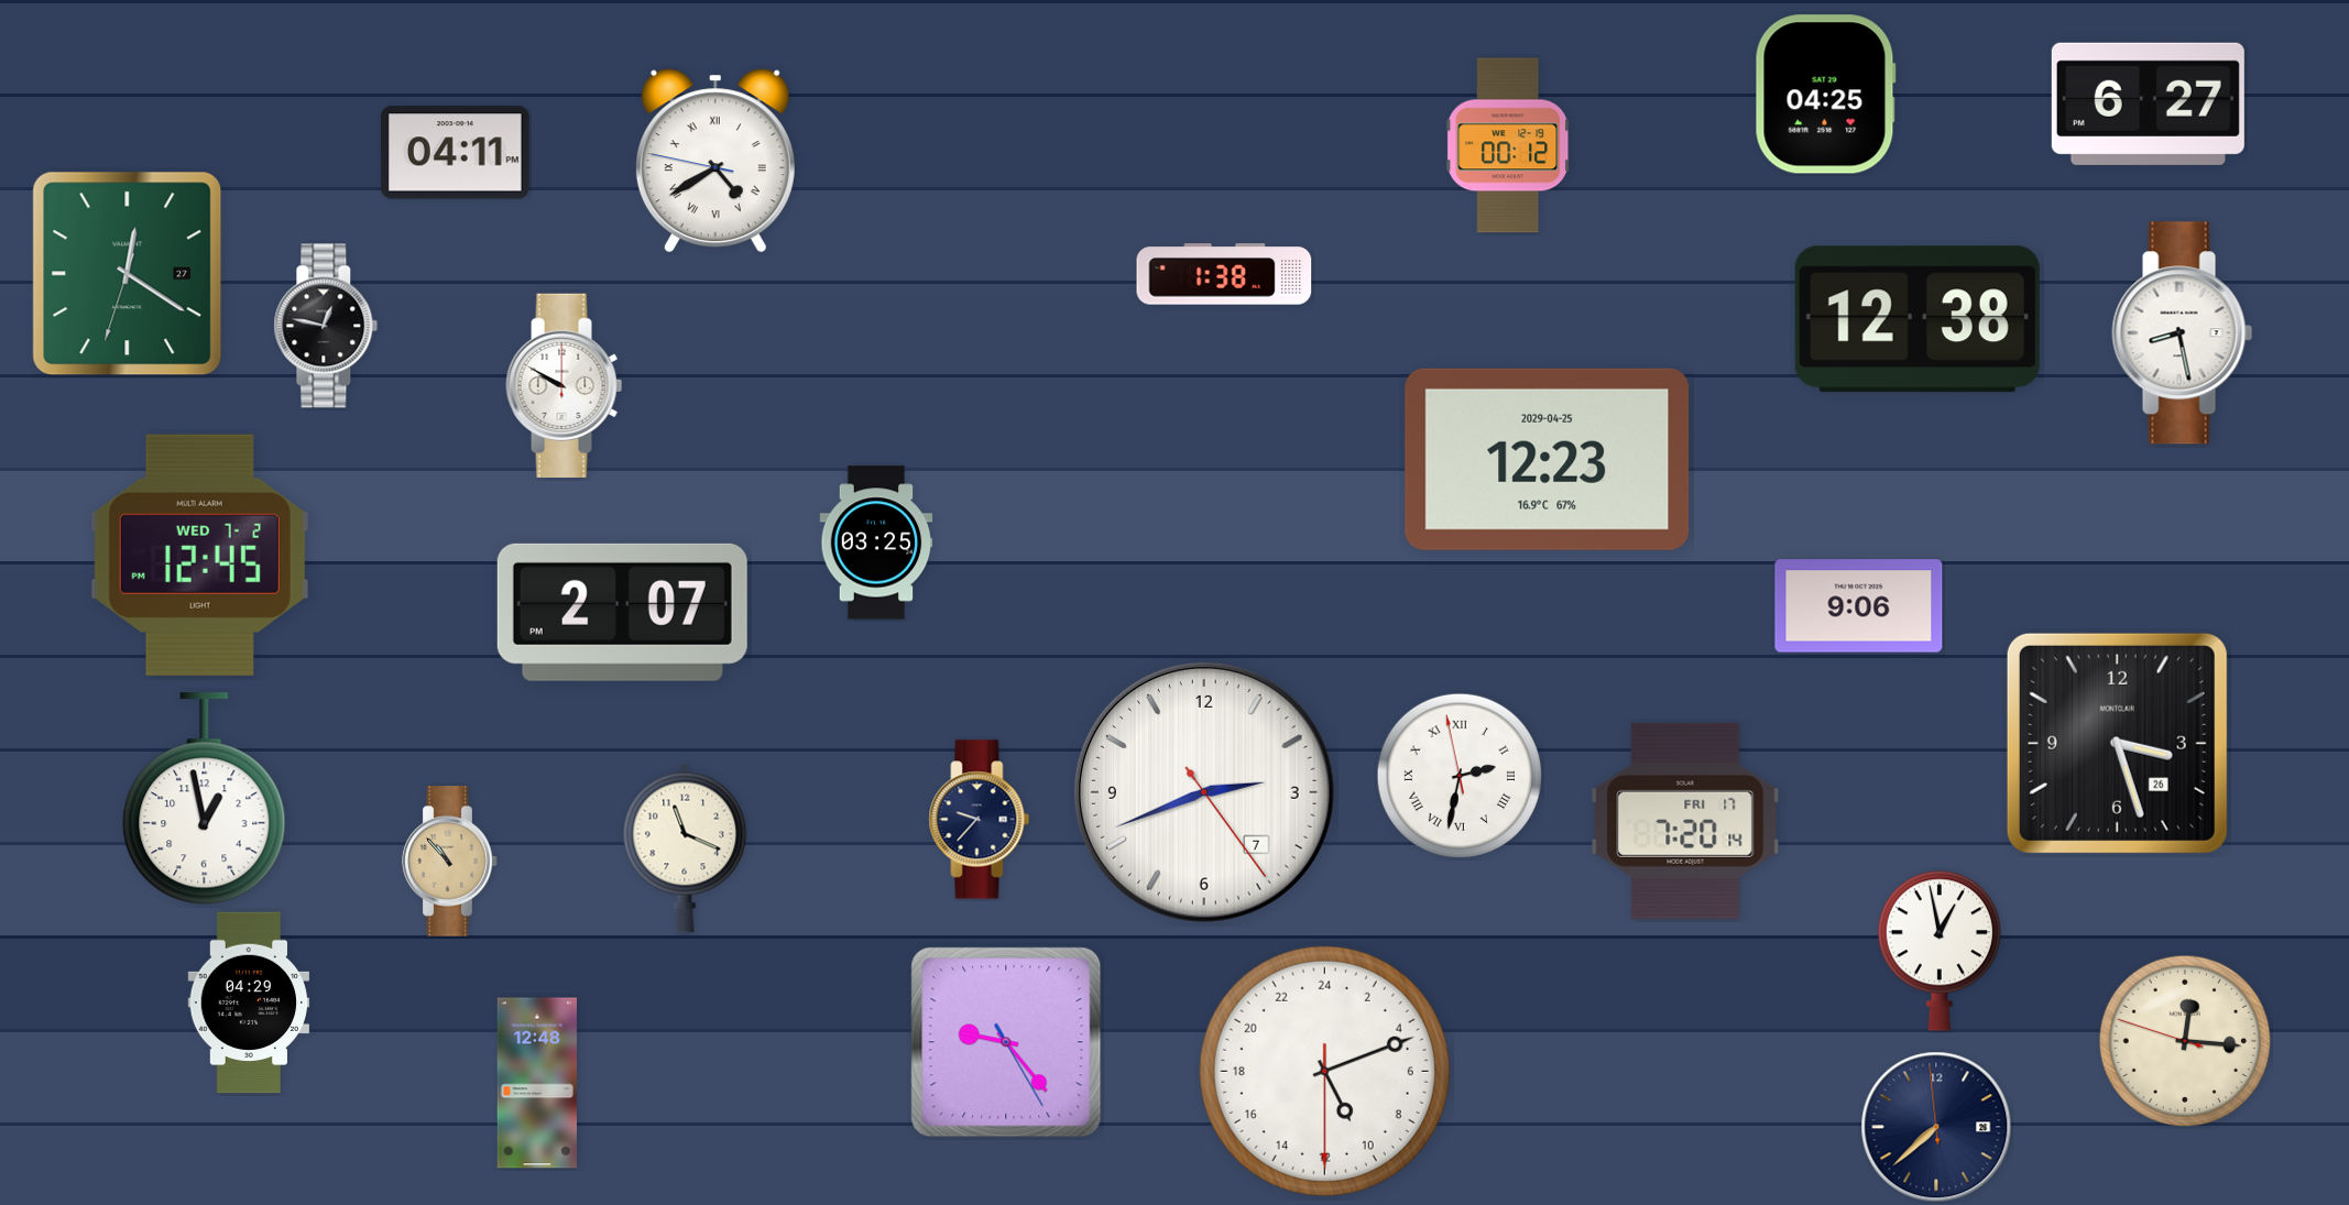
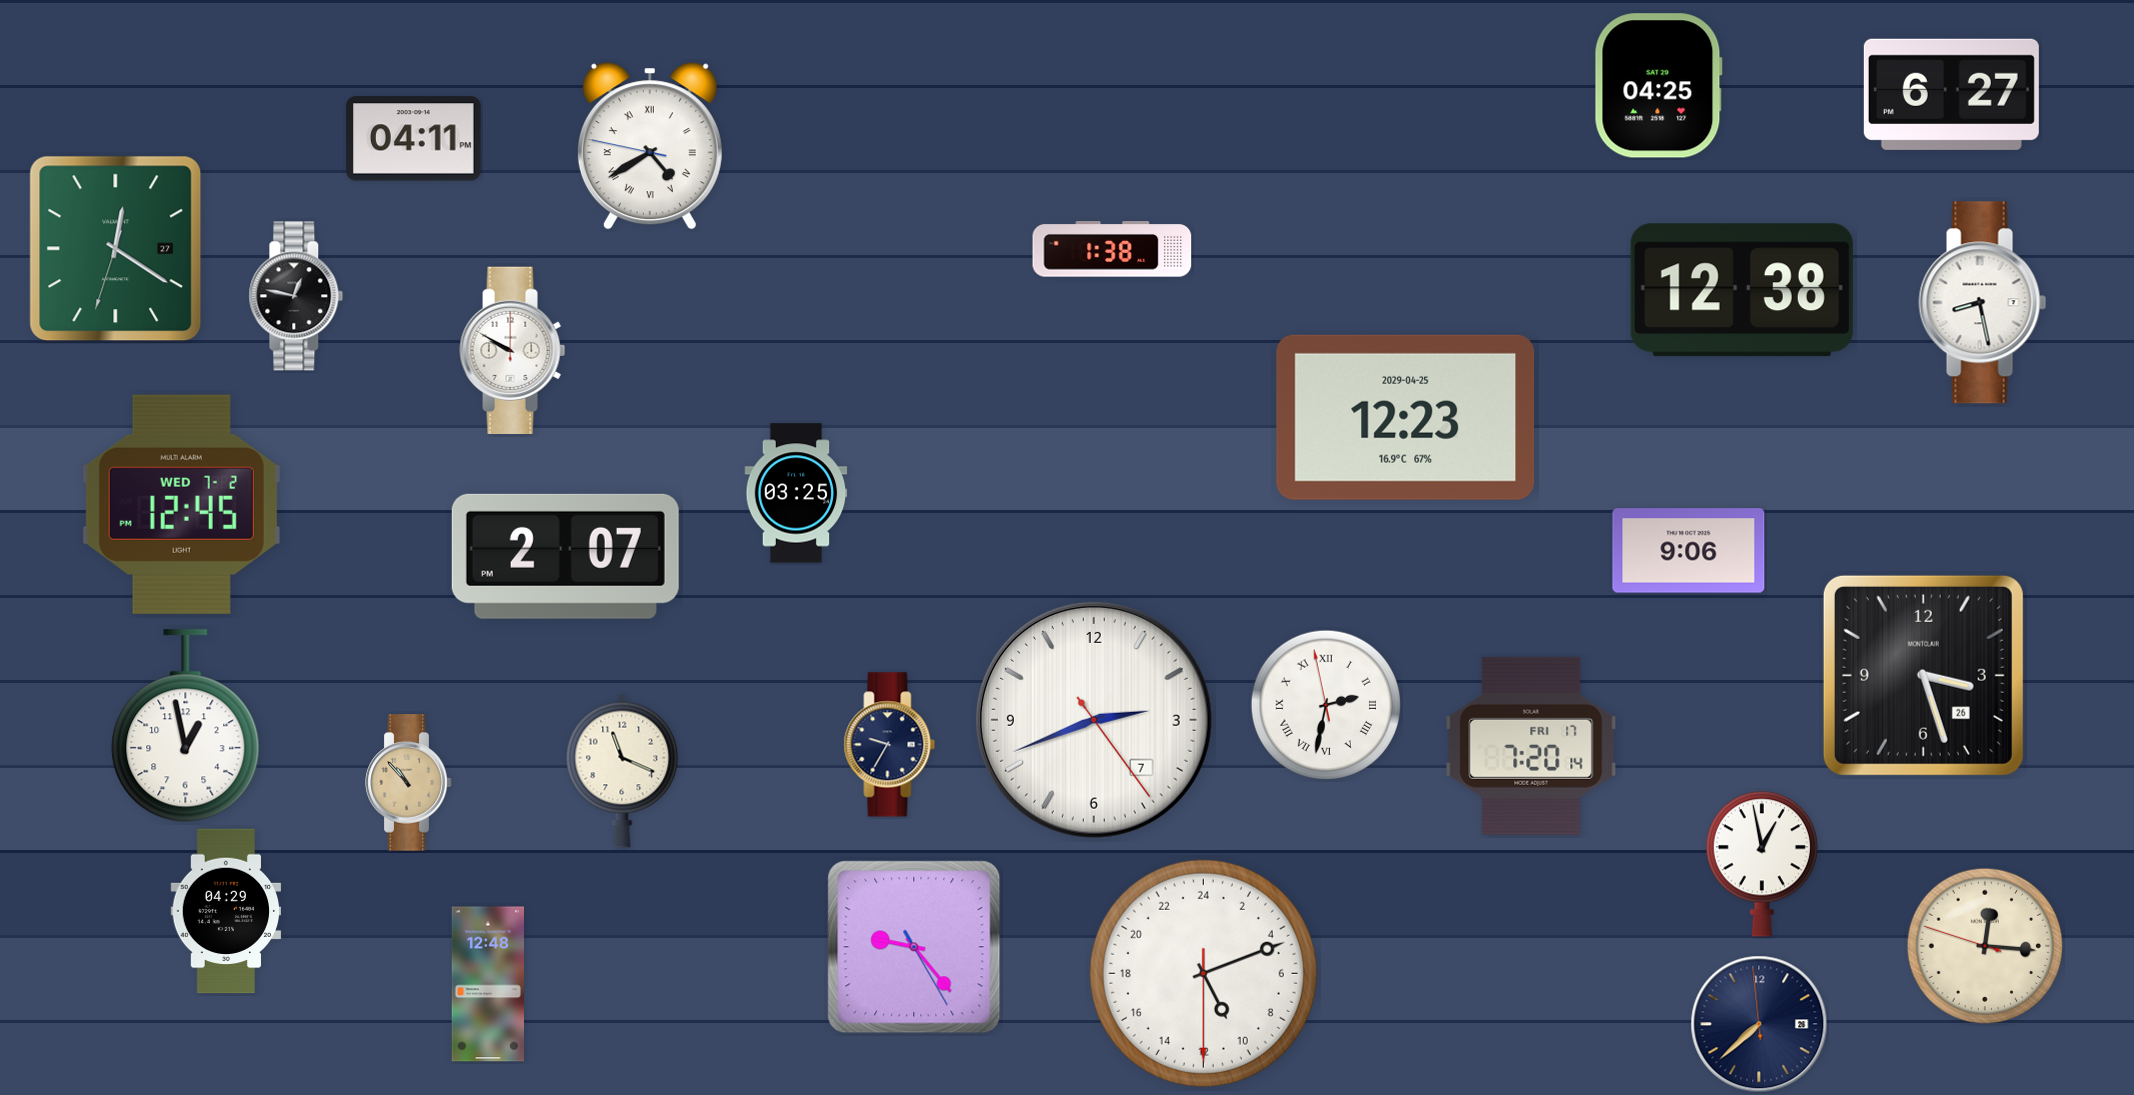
clock at (1508, 145): 00:12 -> none
clock at (980, 820): 9:37 -> 9:35
